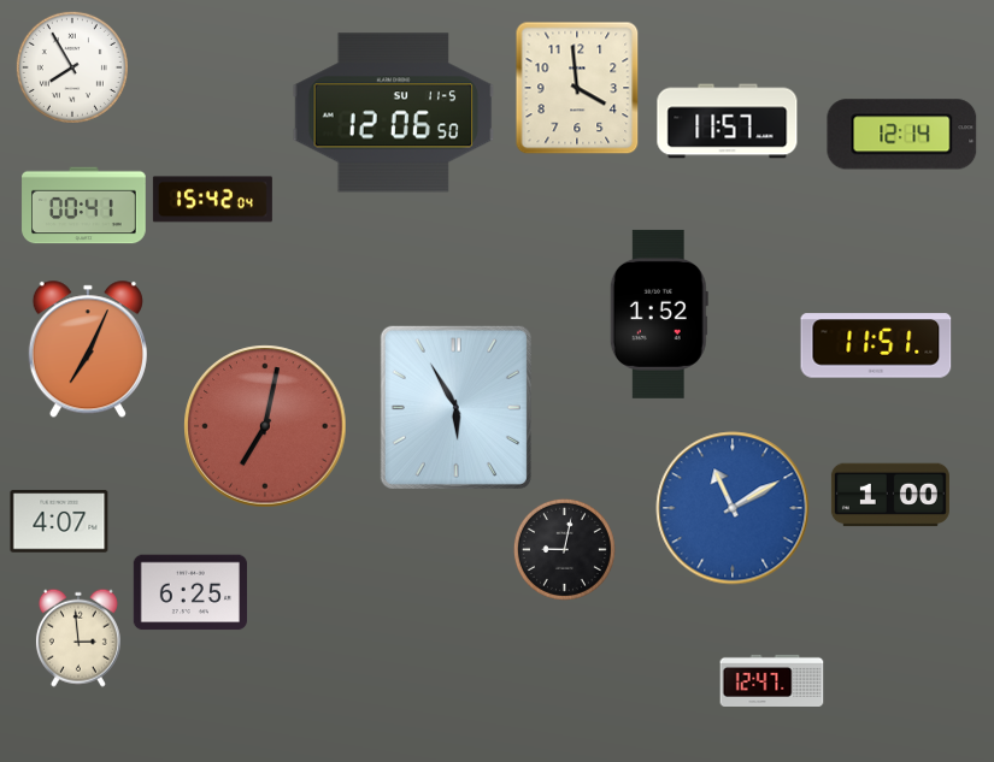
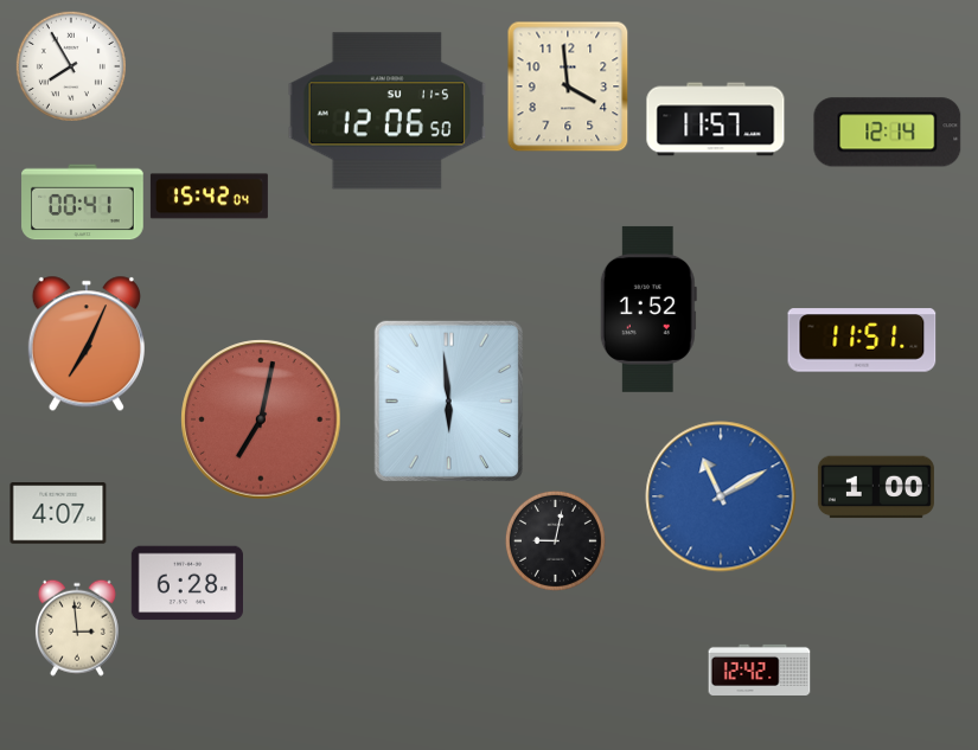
clock at (455, 407): 5:55 -> 5:59
clock at (733, 508) position: (733, 508) -> (721, 496)
clock at (189, 592): 6:25 -> 6:28
clock at (772, 680): 12:47 -> 12:42
